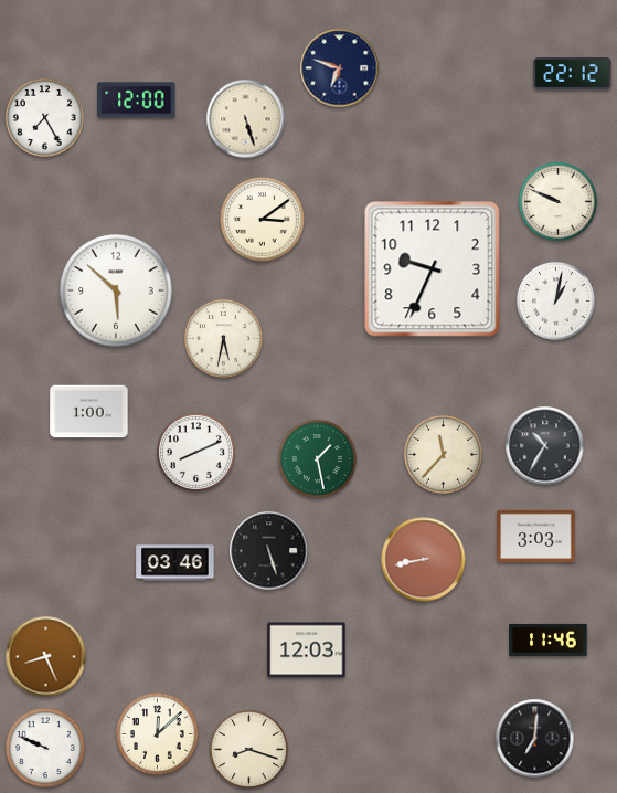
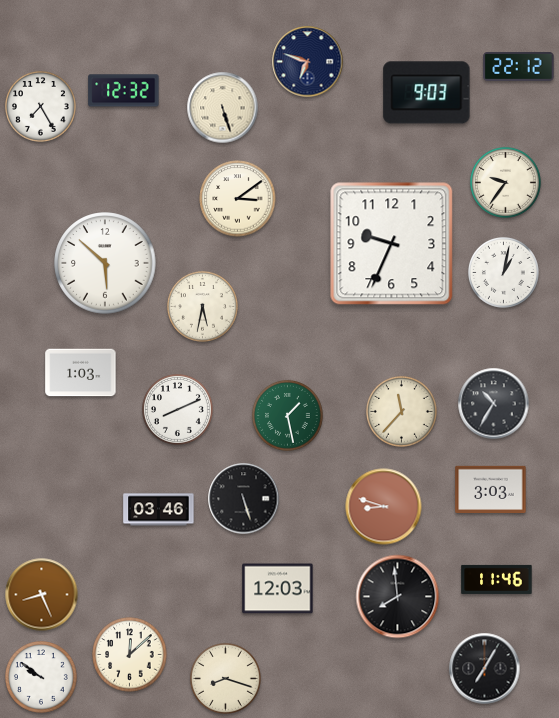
clock at (137, 101): 12:00 -> 12:32
clock at (427, 93): none -> 9:03
clock at (557, 201): 9:49 -> 9:36
clock at (89, 412): 1:00 -> 1:03
clock at (536, 536) position: (536, 536) -> (491, 489)
clock at (424, 560): 8:43 -> 8:48
clock at (398, 597): none -> 7:59
clock at (158, 734) position: (158, 734) -> (130, 655)
clock at (535, 739): 7:01 -> 7:05
clock at (46, 749): 9:49 -> 9:51
